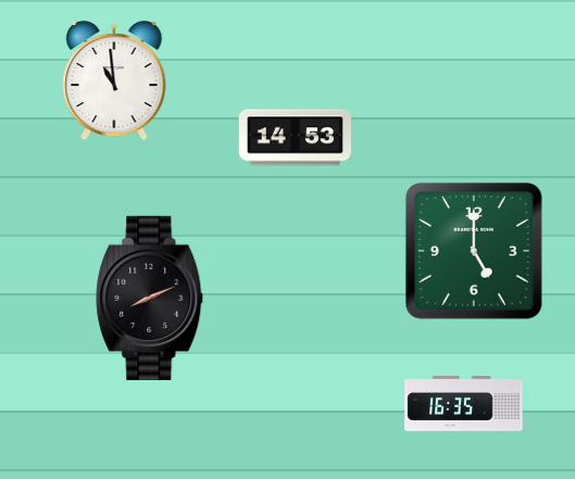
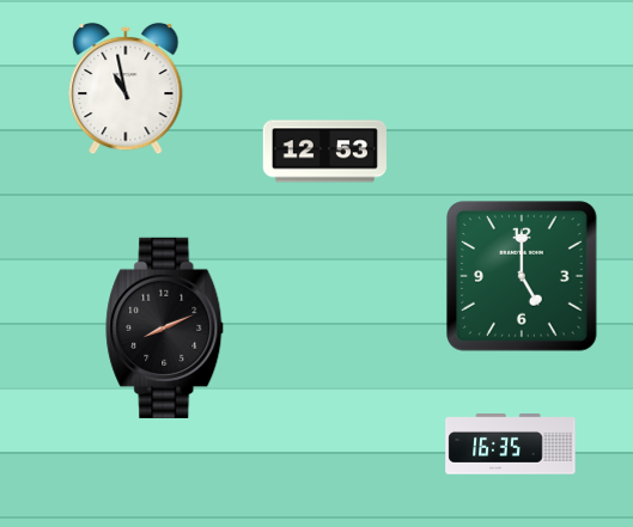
clock at (114, 80): 10:59 -> 10:58
clock at (295, 138): 14:53 -> 12:53
